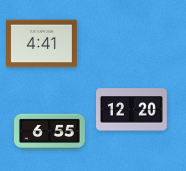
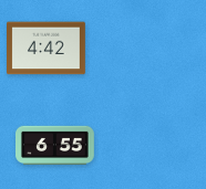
clock at (42, 44): 4:41 -> 4:42
clock at (132, 110): 12:20 -> none
